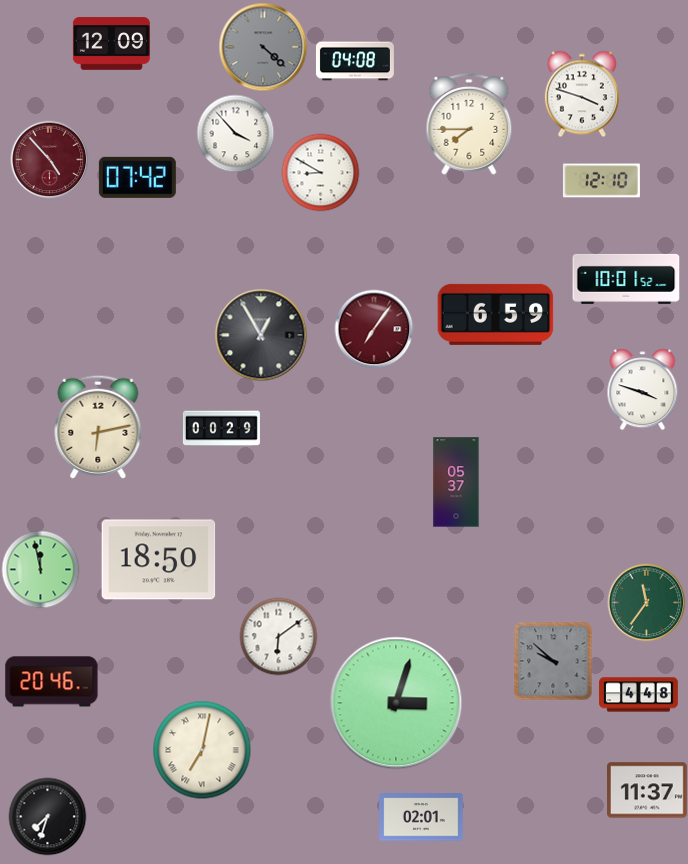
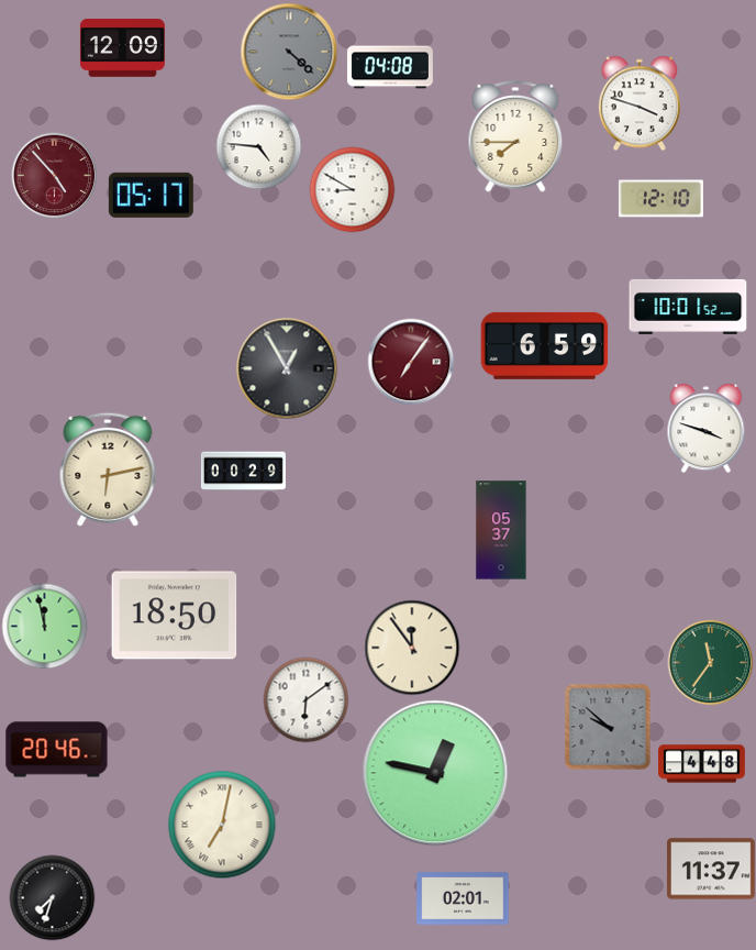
clock at (235, 133): 3:53 -> 4:46
clock at (137, 177): 07:42 -> 05:17
clock at (412, 648): none -> 11:54
clock at (396, 703): 3:03 -> 12:47
